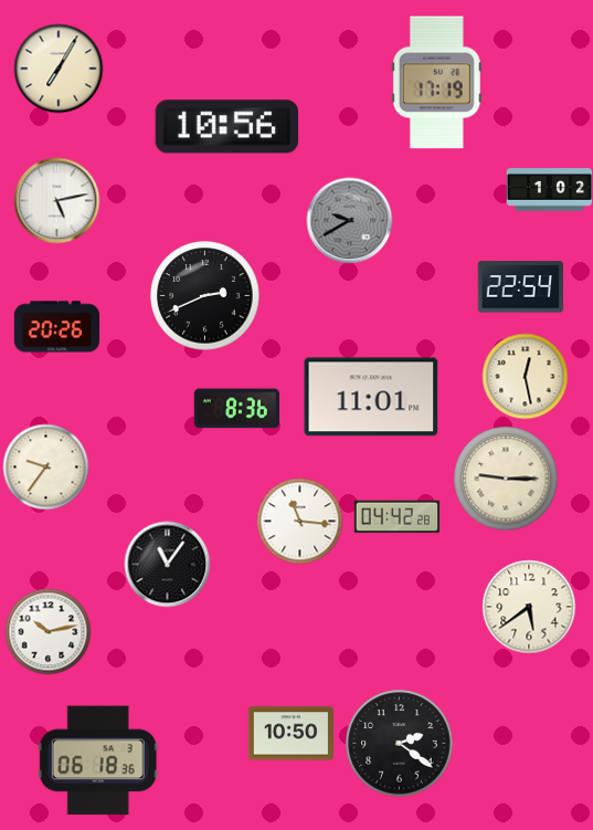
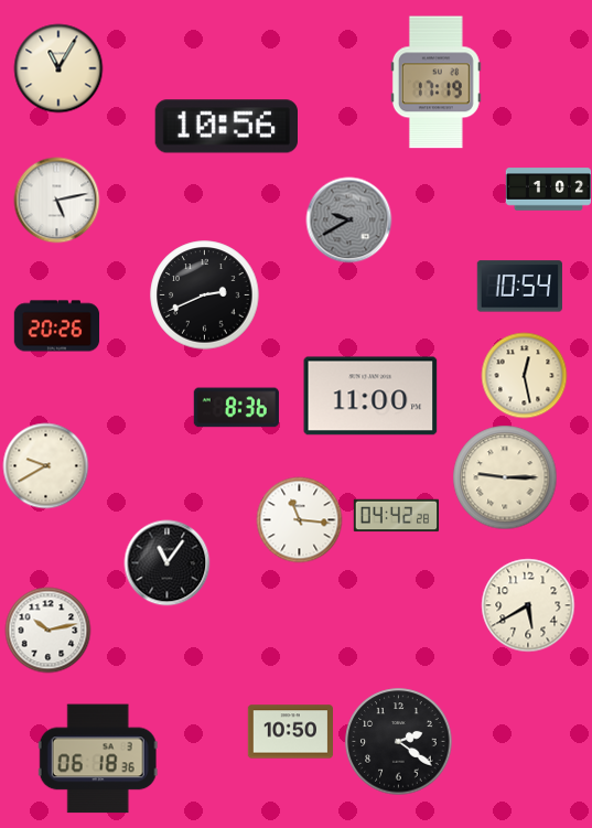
clock at (59, 69): 7:05 -> 11:05
clock at (520, 287): 22:54 -> 10:54
clock at (371, 397): 11:01 -> 11:00
clock at (45, 466): 9:36 -> 9:40
clock at (529, 607): 5:39 -> 5:40
